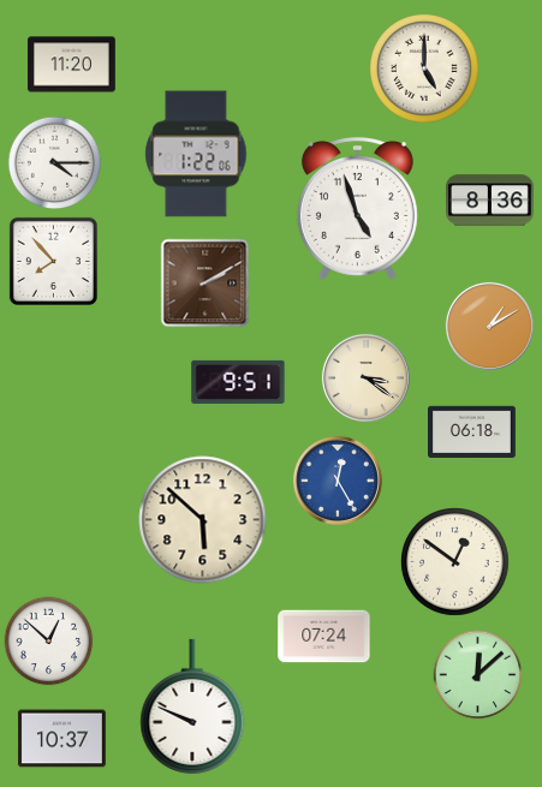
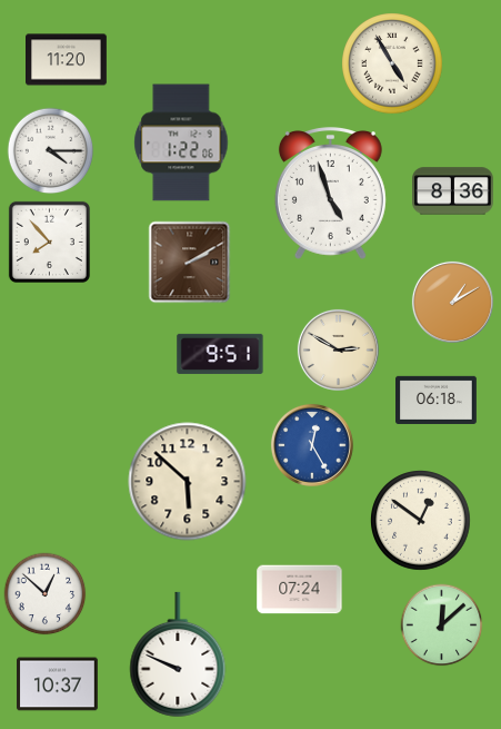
clock at (424, 68): 5:00 -> 4:55
clock at (490, 201) position: (490, 201) -> (453, 191)
clock at (365, 377): 3:21 -> 2:50
